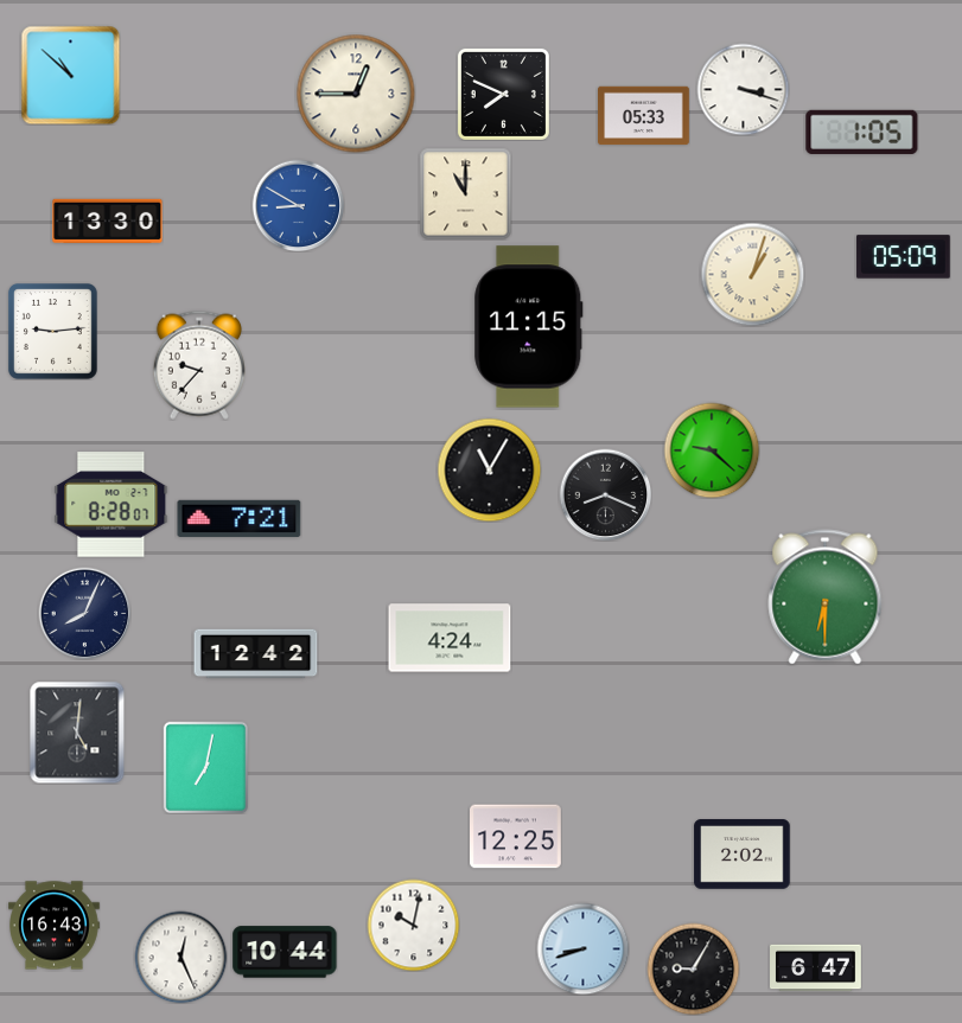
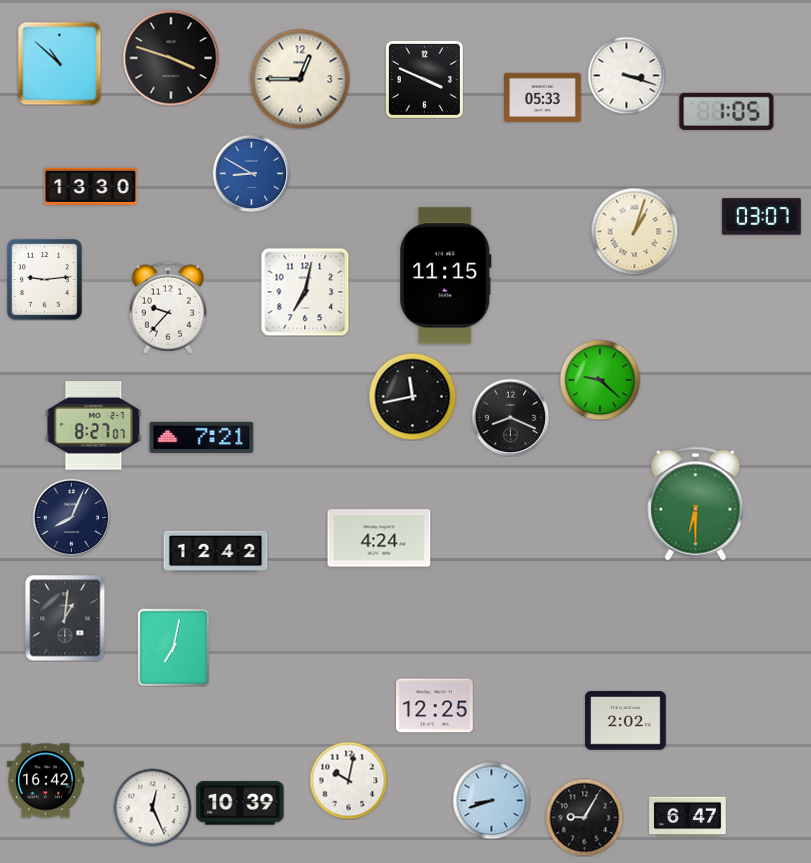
clock at (171, 58): none -> 3:48
clock at (503, 94): 7:49 -> 3:49
clock at (465, 193): 11:00 -> none
clock at (904, 257): 05:09 -> 03:07
clock at (305, 292): none -> 7:02
clock at (489, 469): 11:05 -> 11:43
clock at (112, 505): 8:28 -> 8:27
clock at (77, 733): 5:01 -> 1:01
clock at (55, 926): 16:43 -> 16:42
clock at (285, 952): 10:44 -> 10:39
